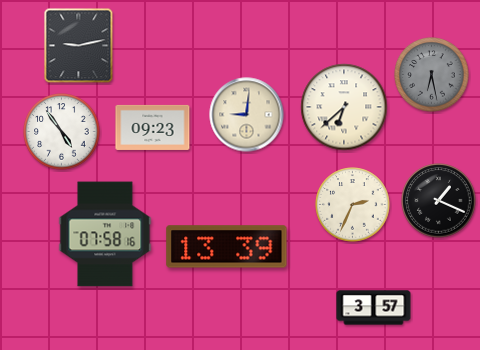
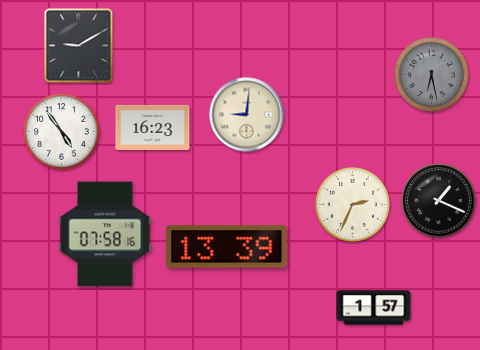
clock at (79, 46): 9:13 -> 9:10
clock at (344, 107): 6:38 -> none
clock at (153, 127): 09:23 -> 16:23
clock at (374, 308): 3:57 -> 1:57
